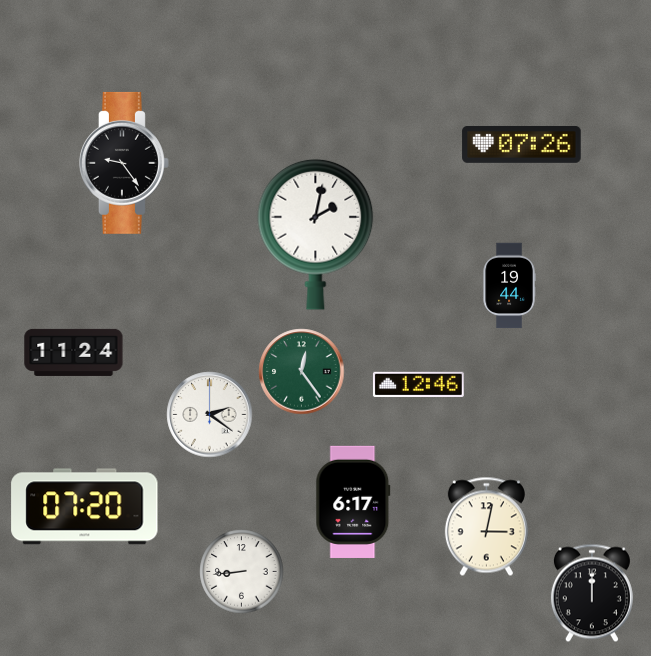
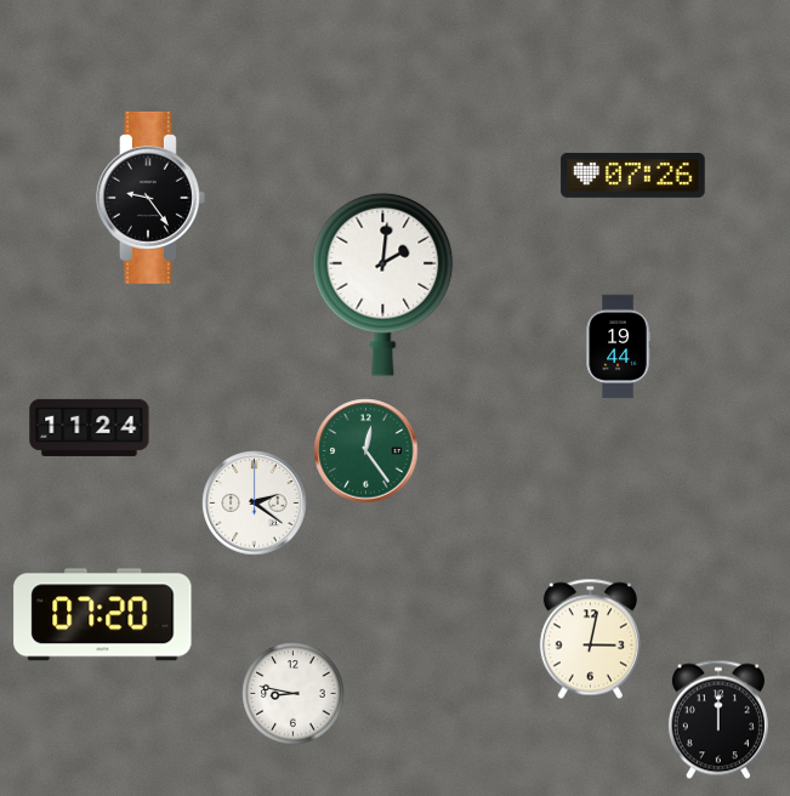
clock at (316, 234): 2:02 -> 2:01
clock at (418, 384): 12:46 -> none
clock at (353, 502): 6:17 -> none
clock at (242, 572): 8:44 -> 8:47
